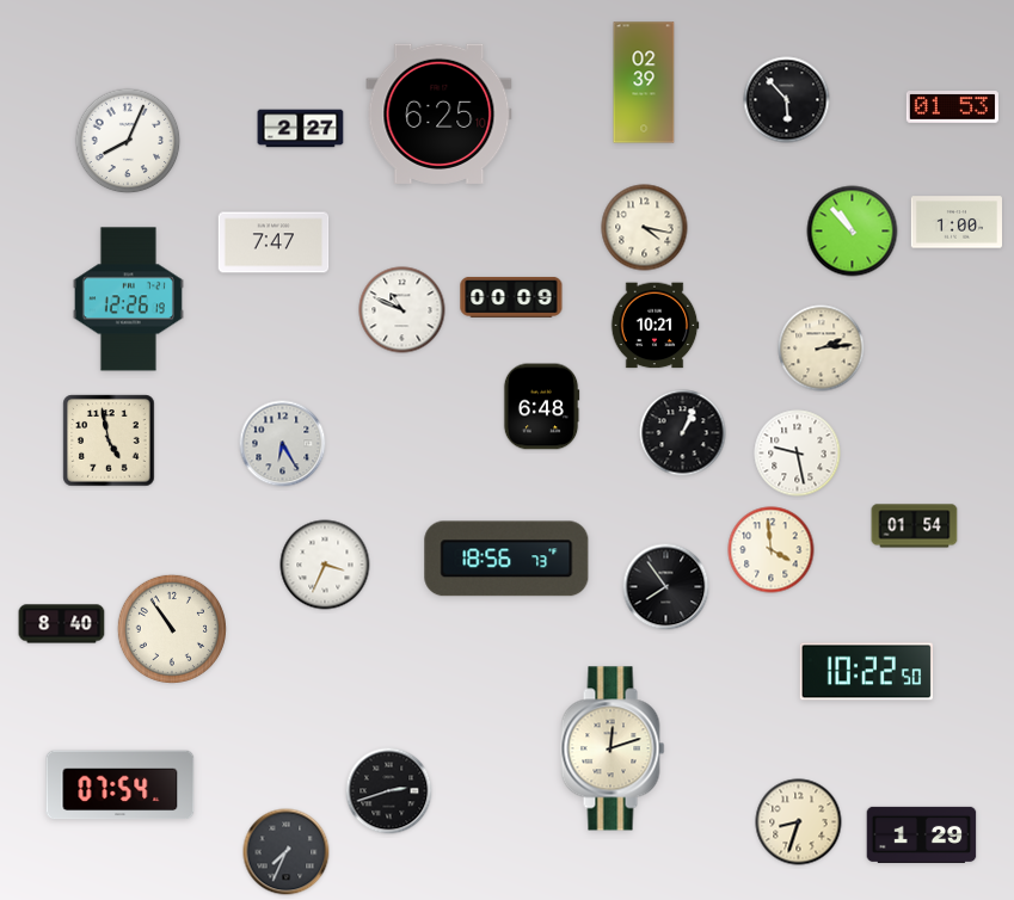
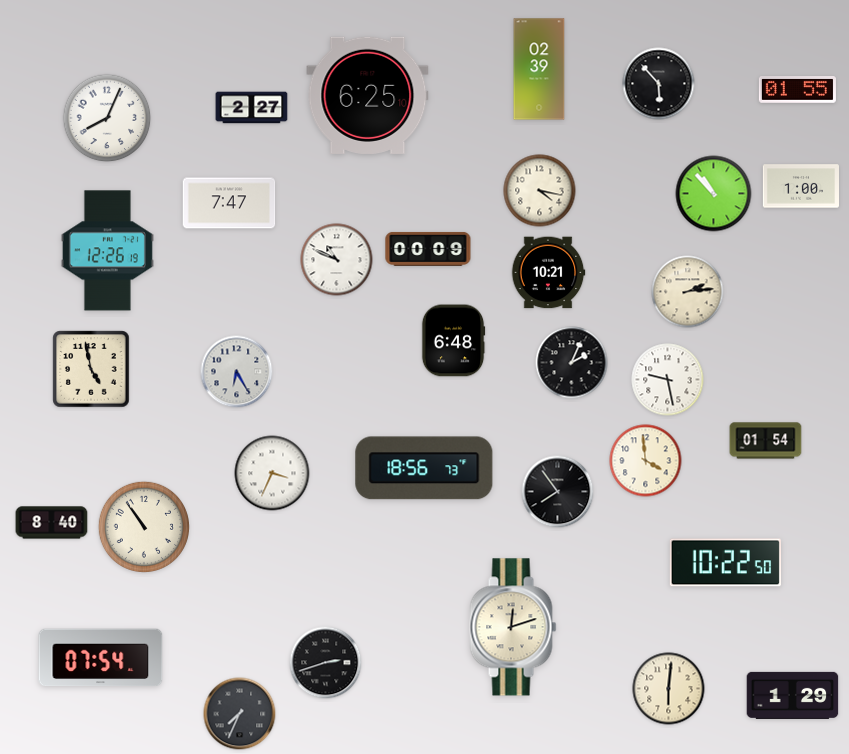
clock at (952, 107): 01:53 -> 01:55
clock at (683, 433): 1:04 -> 2:04
clock at (799, 822): 8:33 -> 6:01
clock at (922, 834) position: (922, 834) -> (793, 695)
